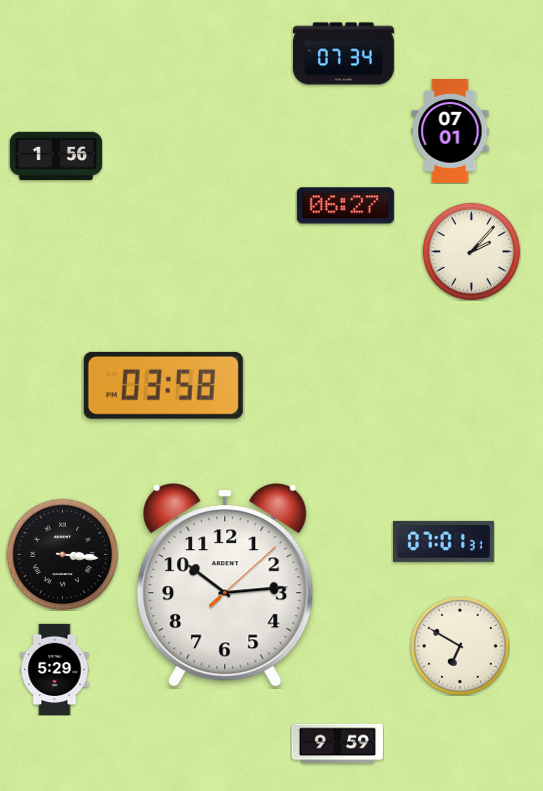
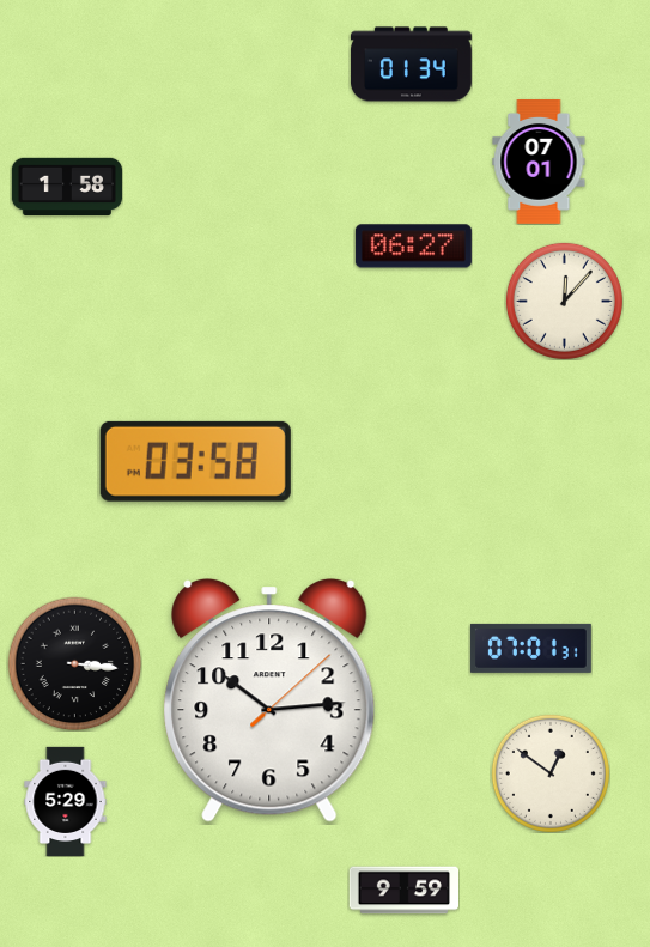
clock at (343, 54): 07:34 -> 01:34
clock at (450, 132) position: (450, 132) -> (539, 163)
clock at (55, 156): 1:56 -> 1:58
clock at (471, 251): 2:07 -> 12:07
clock at (460, 646): 6:50 -> 12:51
